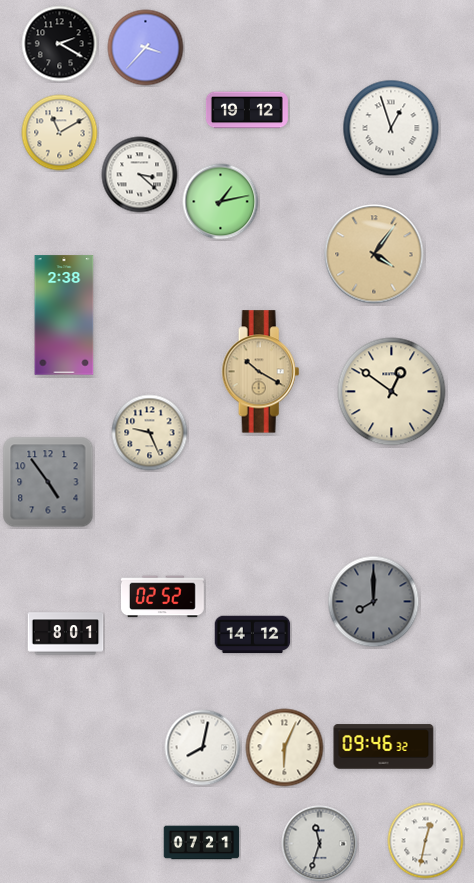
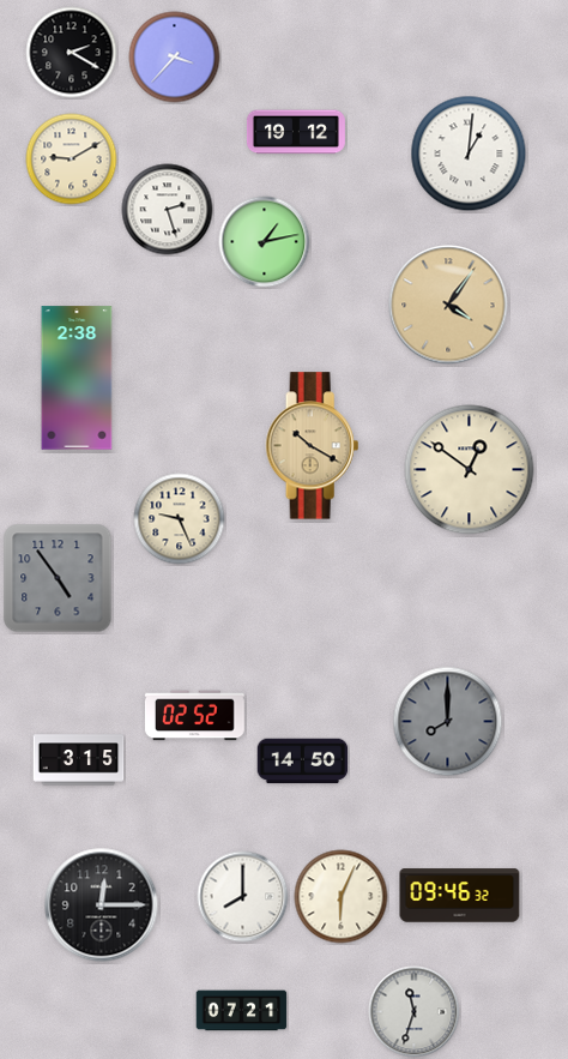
clock at (391, 128): 12:57 -> 1:01
clock at (60, 133): 11:10 -> 9:10
clock at (140, 175): 3:22 -> 2:27
clock at (66, 634): 8:01 -> 3:15
clock at (253, 635): 14:12 -> 14:50
clock at (203, 748): 8:02 -> 8:00
clock at (102, 905): none -> 12:15
clock at (426, 841): 12:32 -> none
clock at (320, 844) position: (320, 844) -> (415, 1012)
